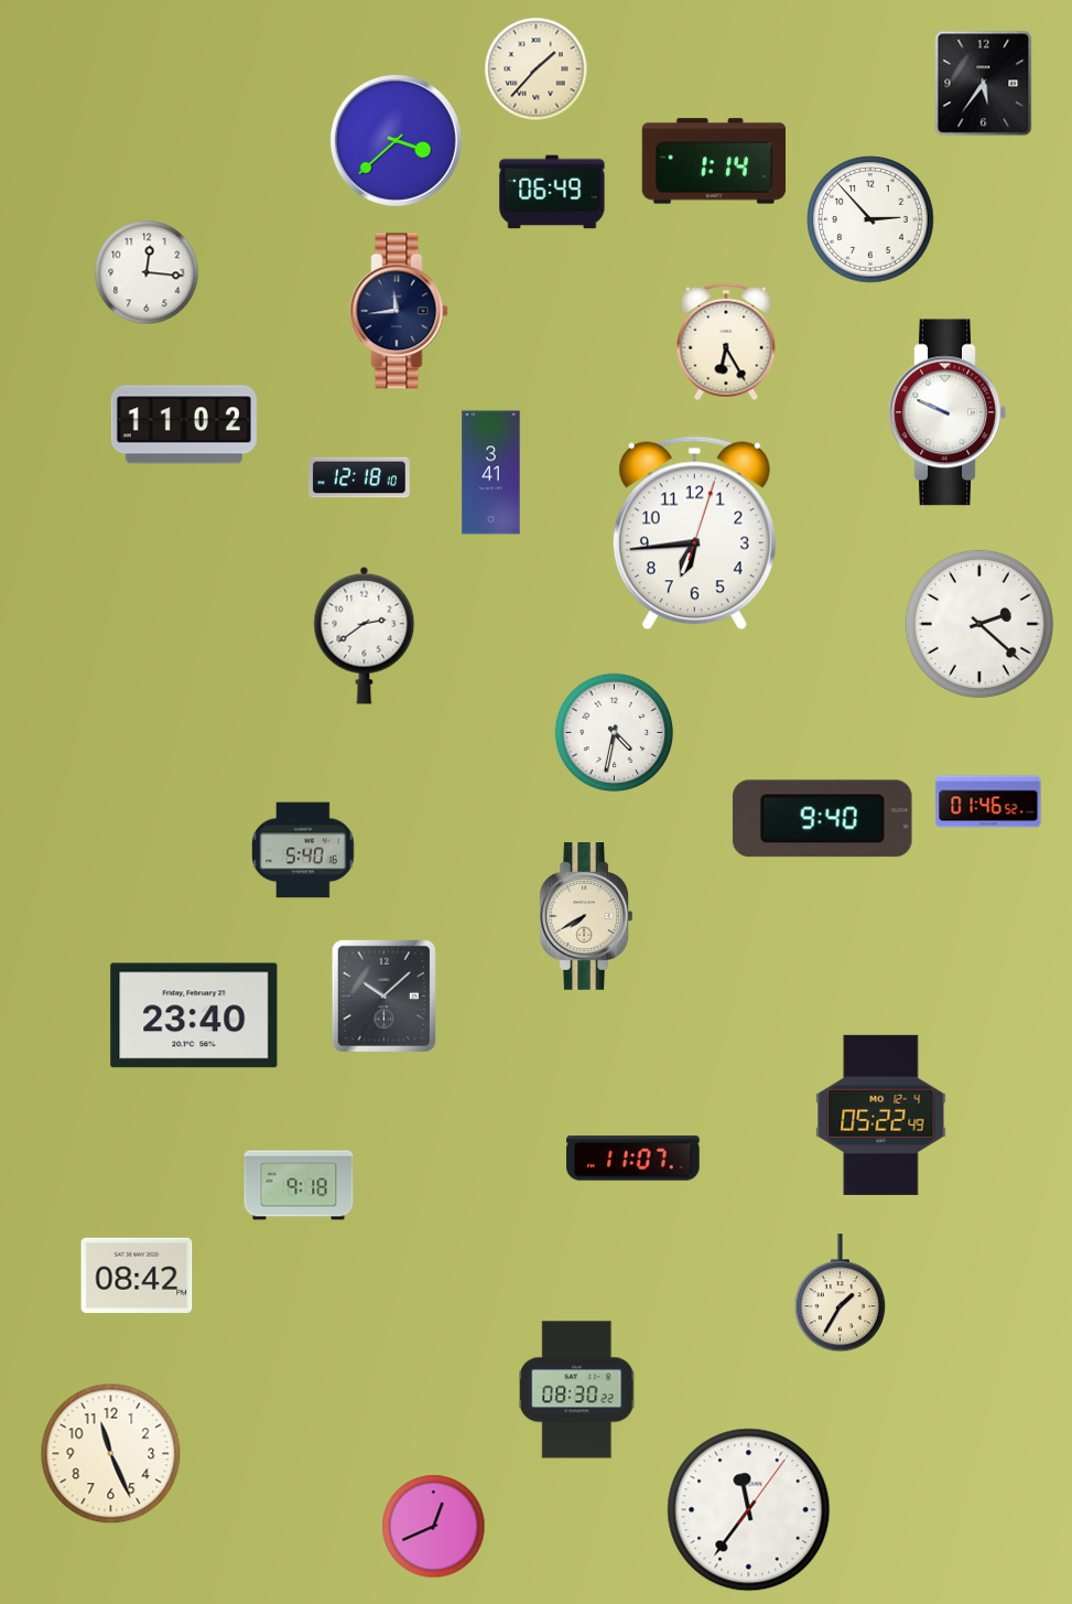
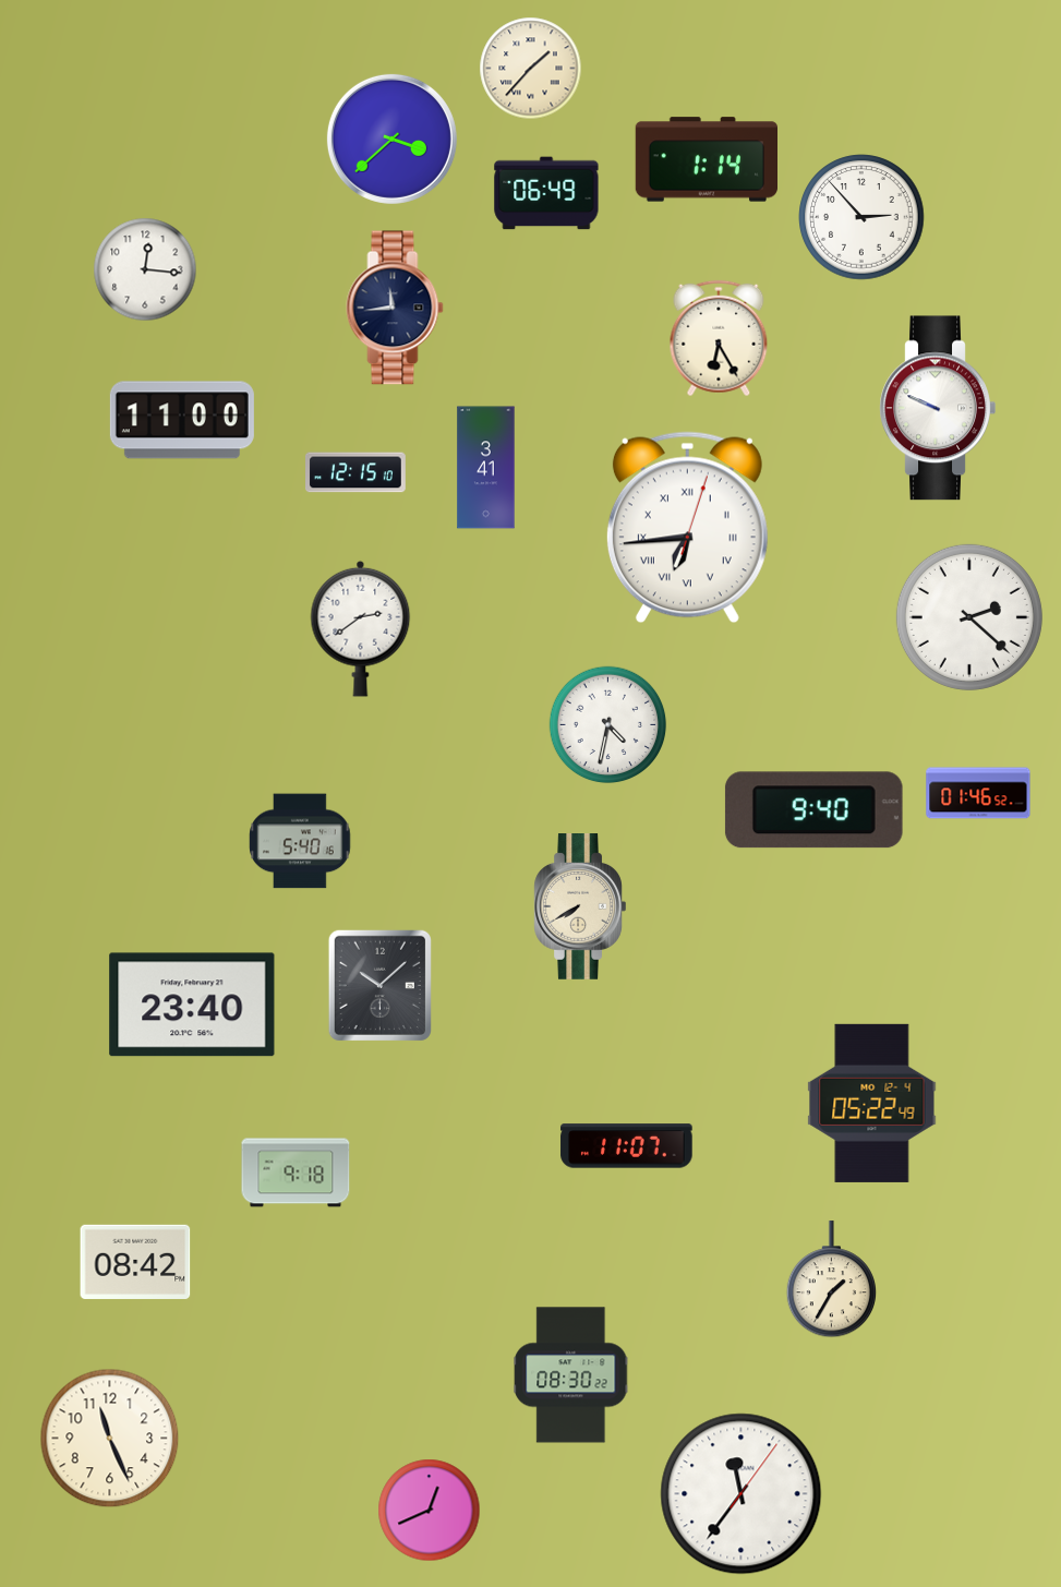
clock at (984, 84): 5:36 -> none
clock at (552, 192) position: (552, 192) -> (546, 193)
clock at (184, 424): 11:02 -> 11:00
clock at (360, 477): 12:18 -> 12:15
clock at (694, 534) numerals: Arabic -> Roman
